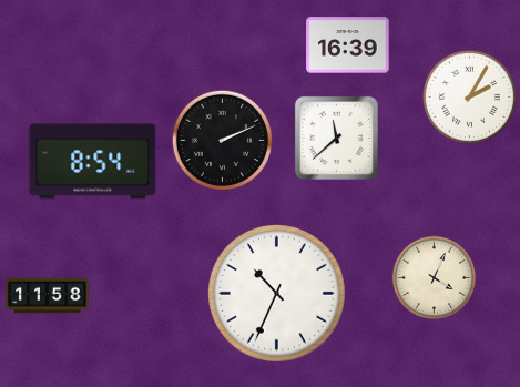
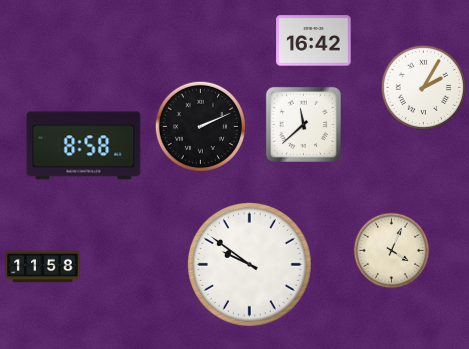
clock at (348, 45): 16:39 -> 16:42
clock at (93, 162): 8:54 -> 8:58
clock at (276, 293): 10:34 -> 9:51
